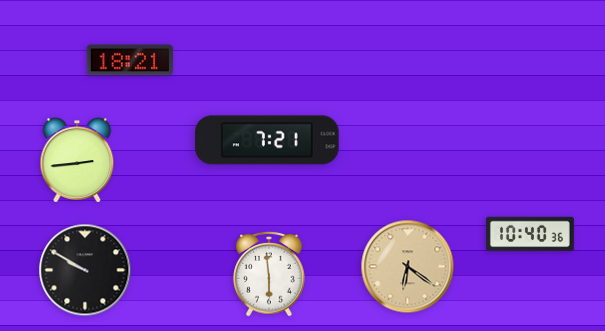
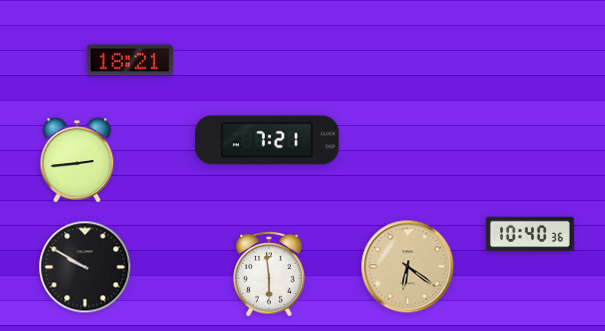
clock at (85, 270) position: (85, 270) -> (85, 267)
